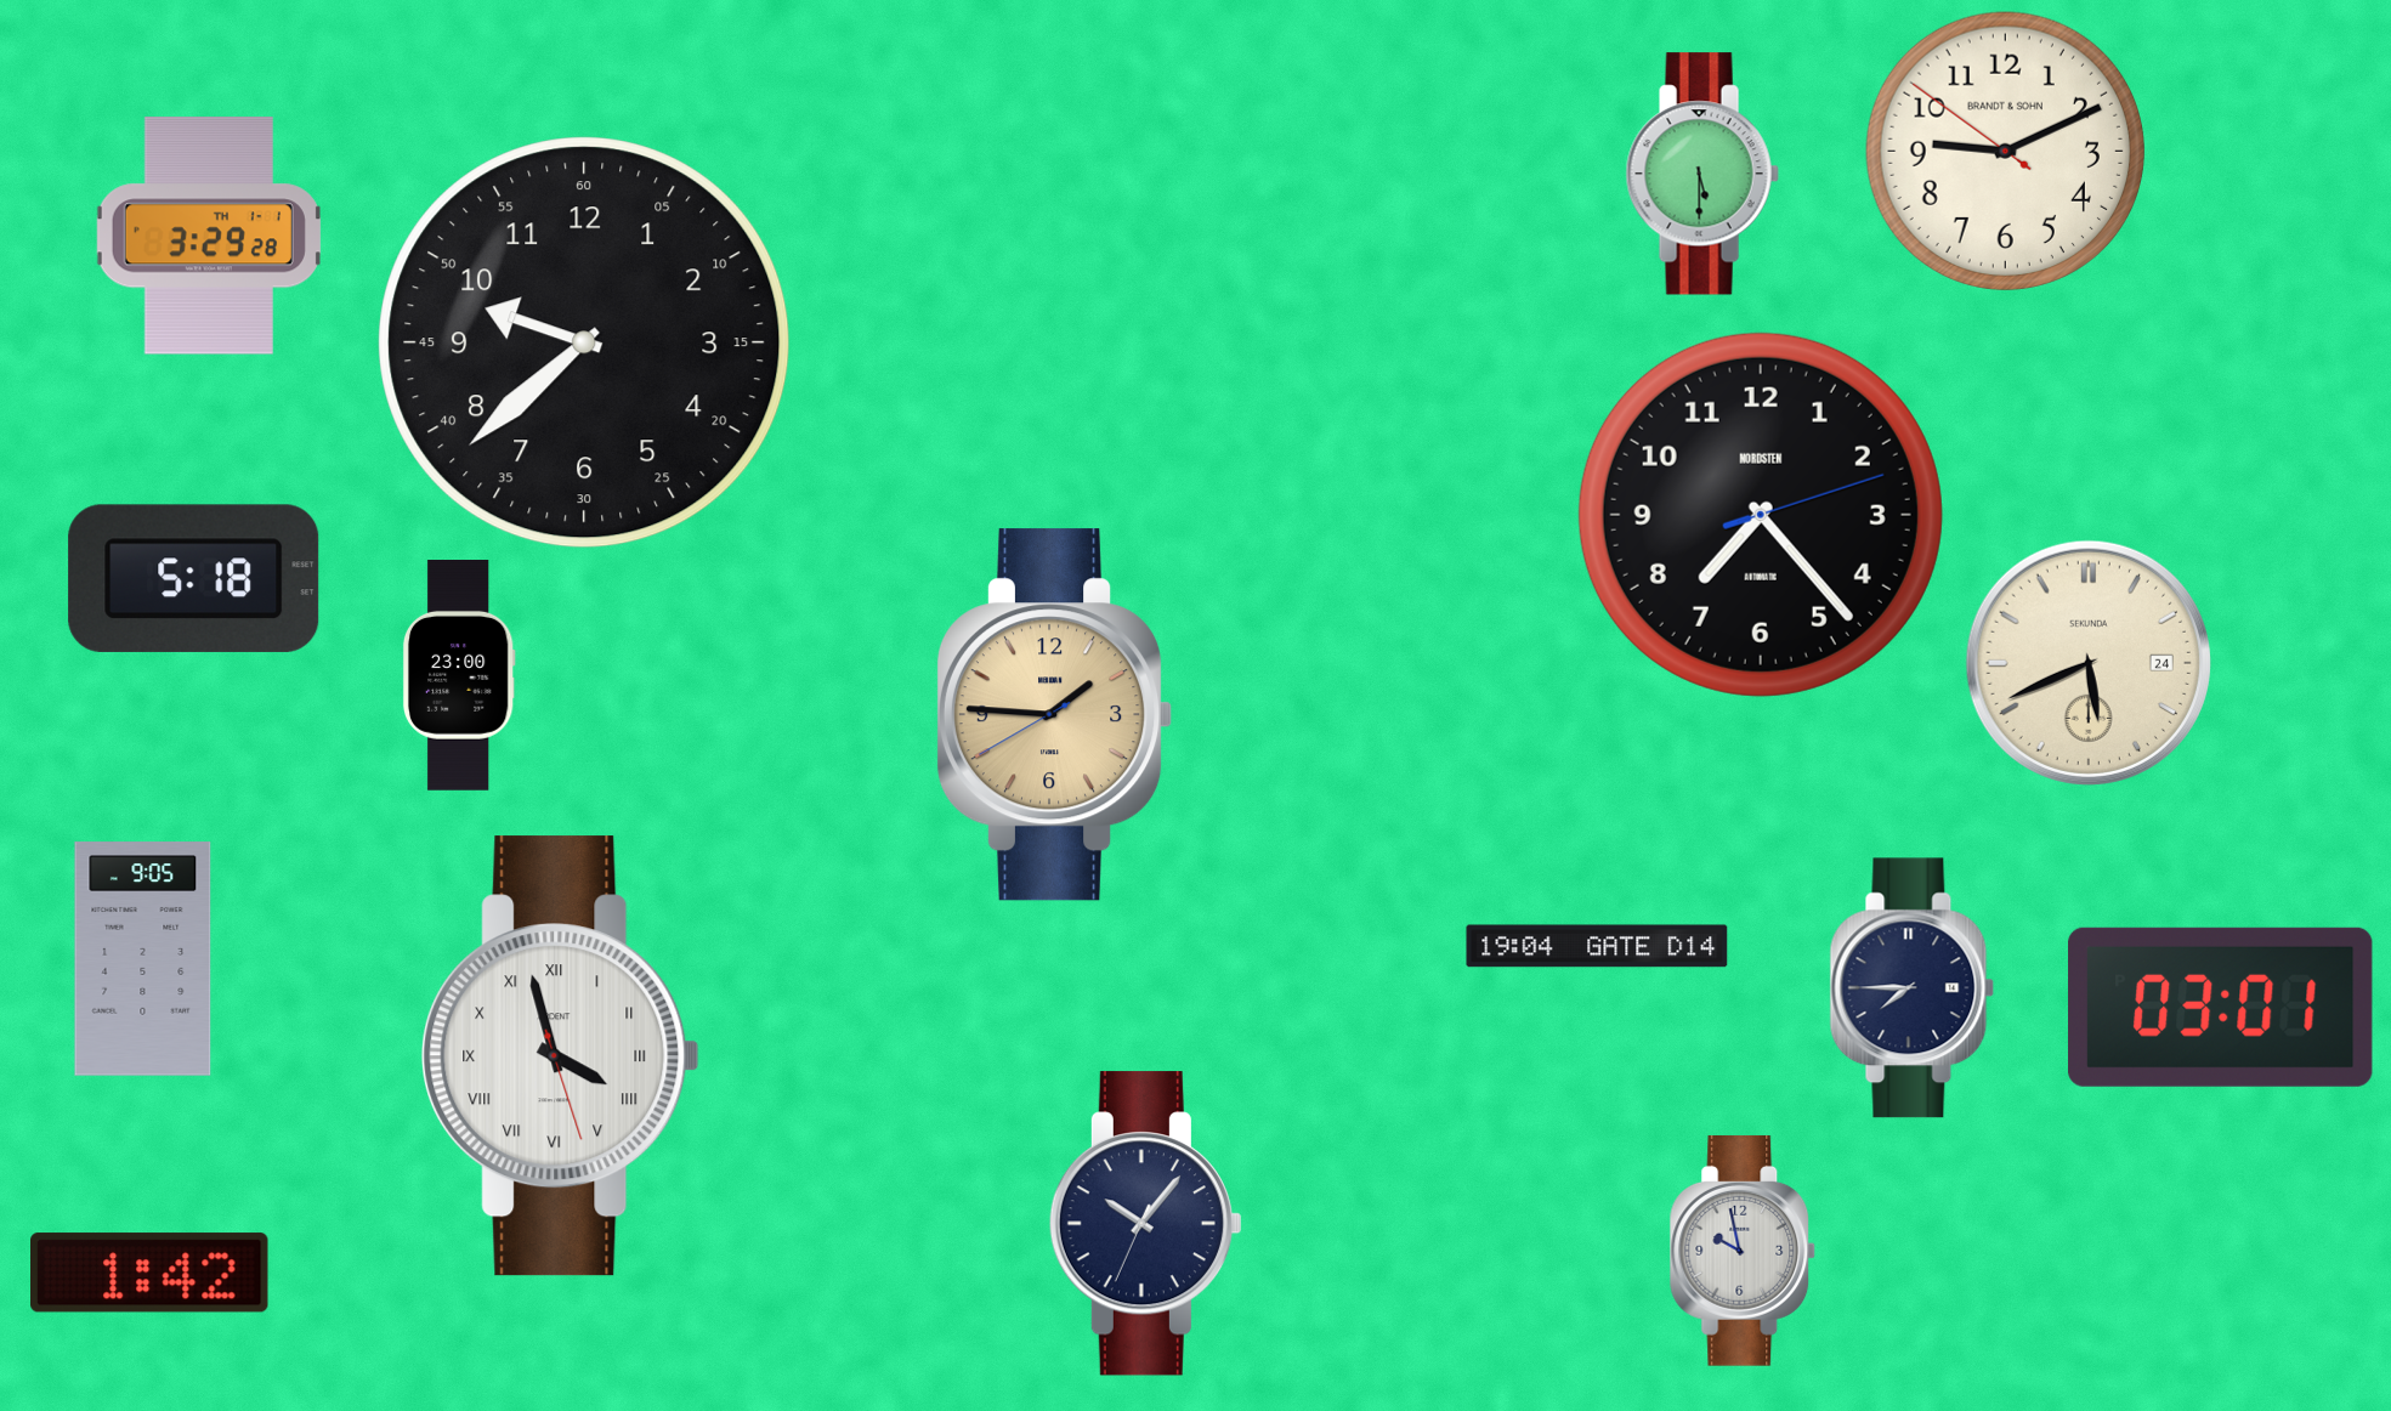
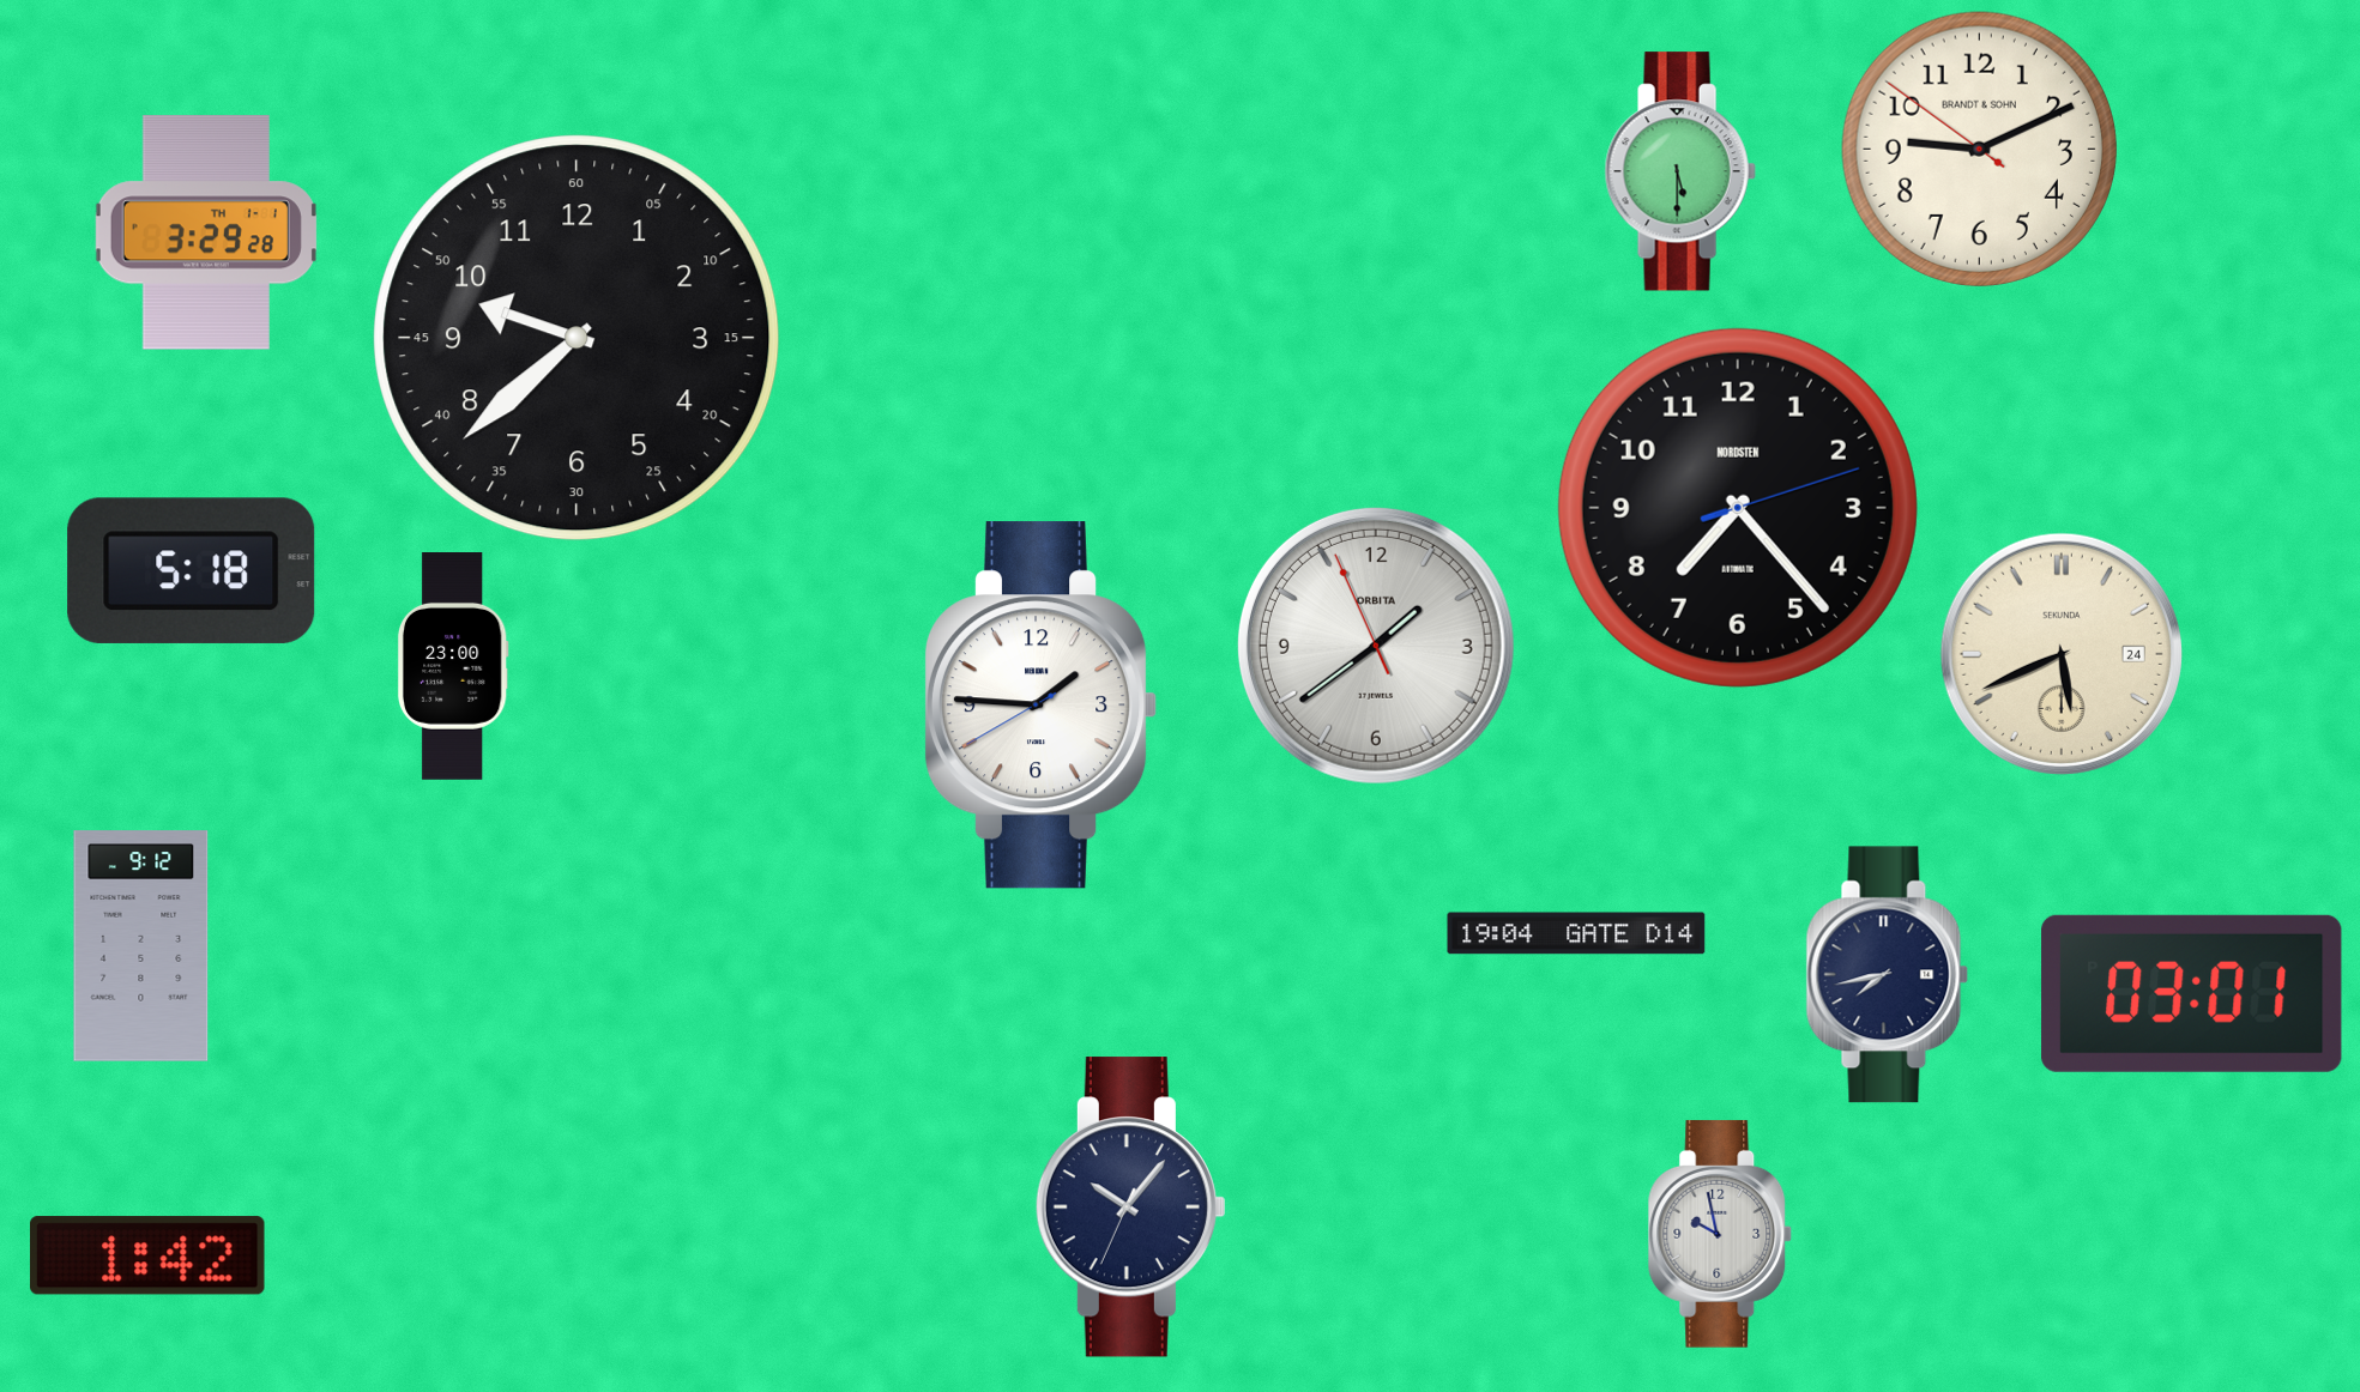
clock at (1376, 646): none -> 1:38
clock at (1054, 715) dial: champagne -> white
clock at (143, 959): 9:05 -> 9:12
clock at (1913, 988): 7:45 -> 7:43
clock at (561, 1056): 3:57 -> none
